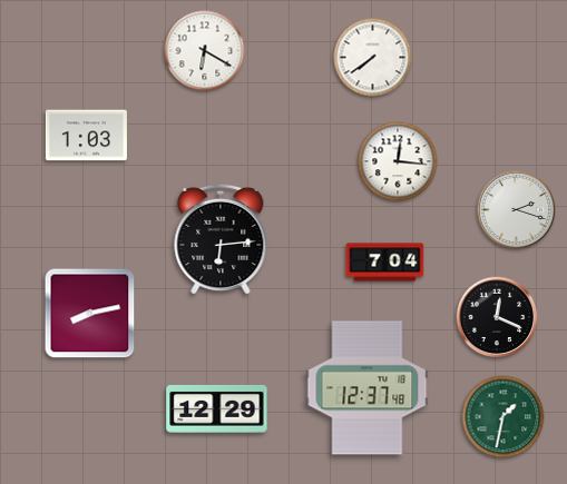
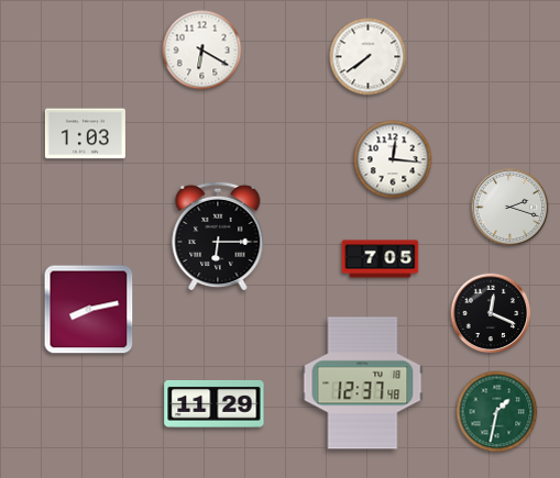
clock at (221, 238): 6:14 -> 6:15
clock at (385, 263): 7:04 -> 7:05
clock at (217, 408): 12:29 -> 11:29
